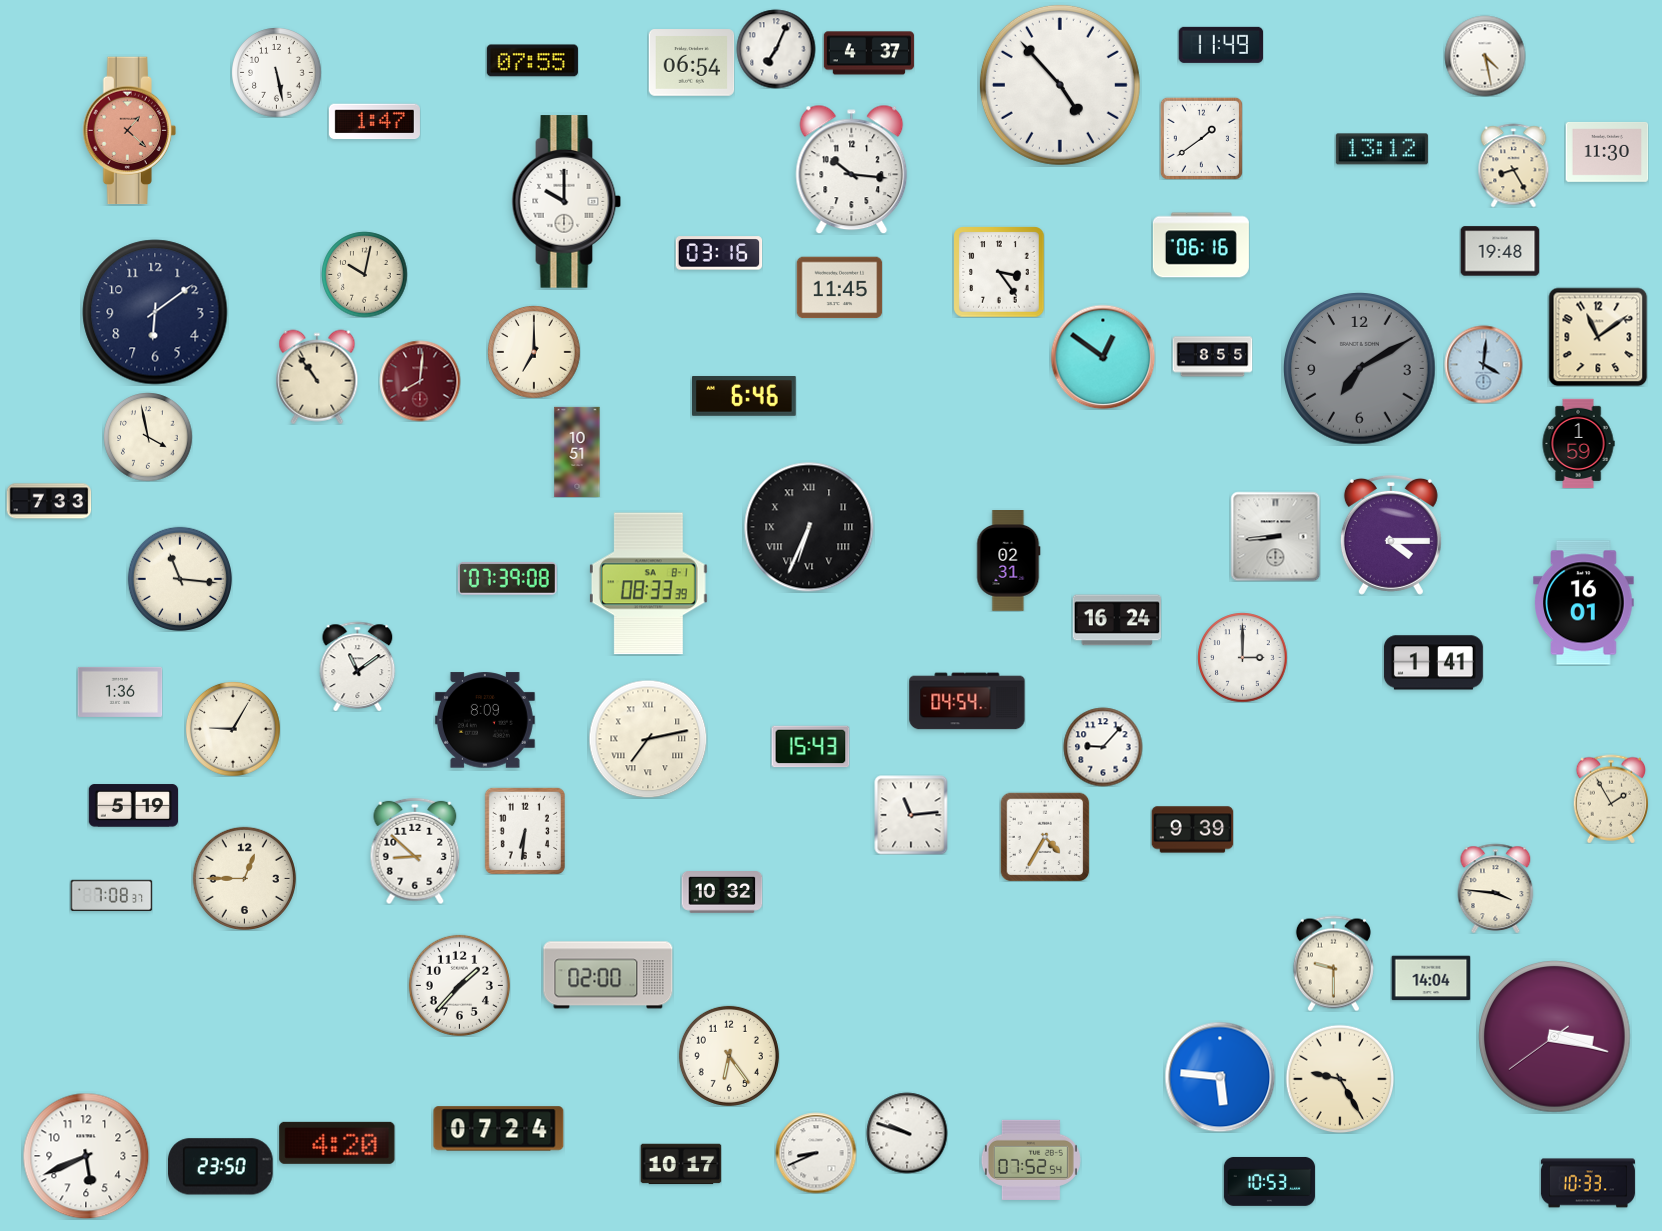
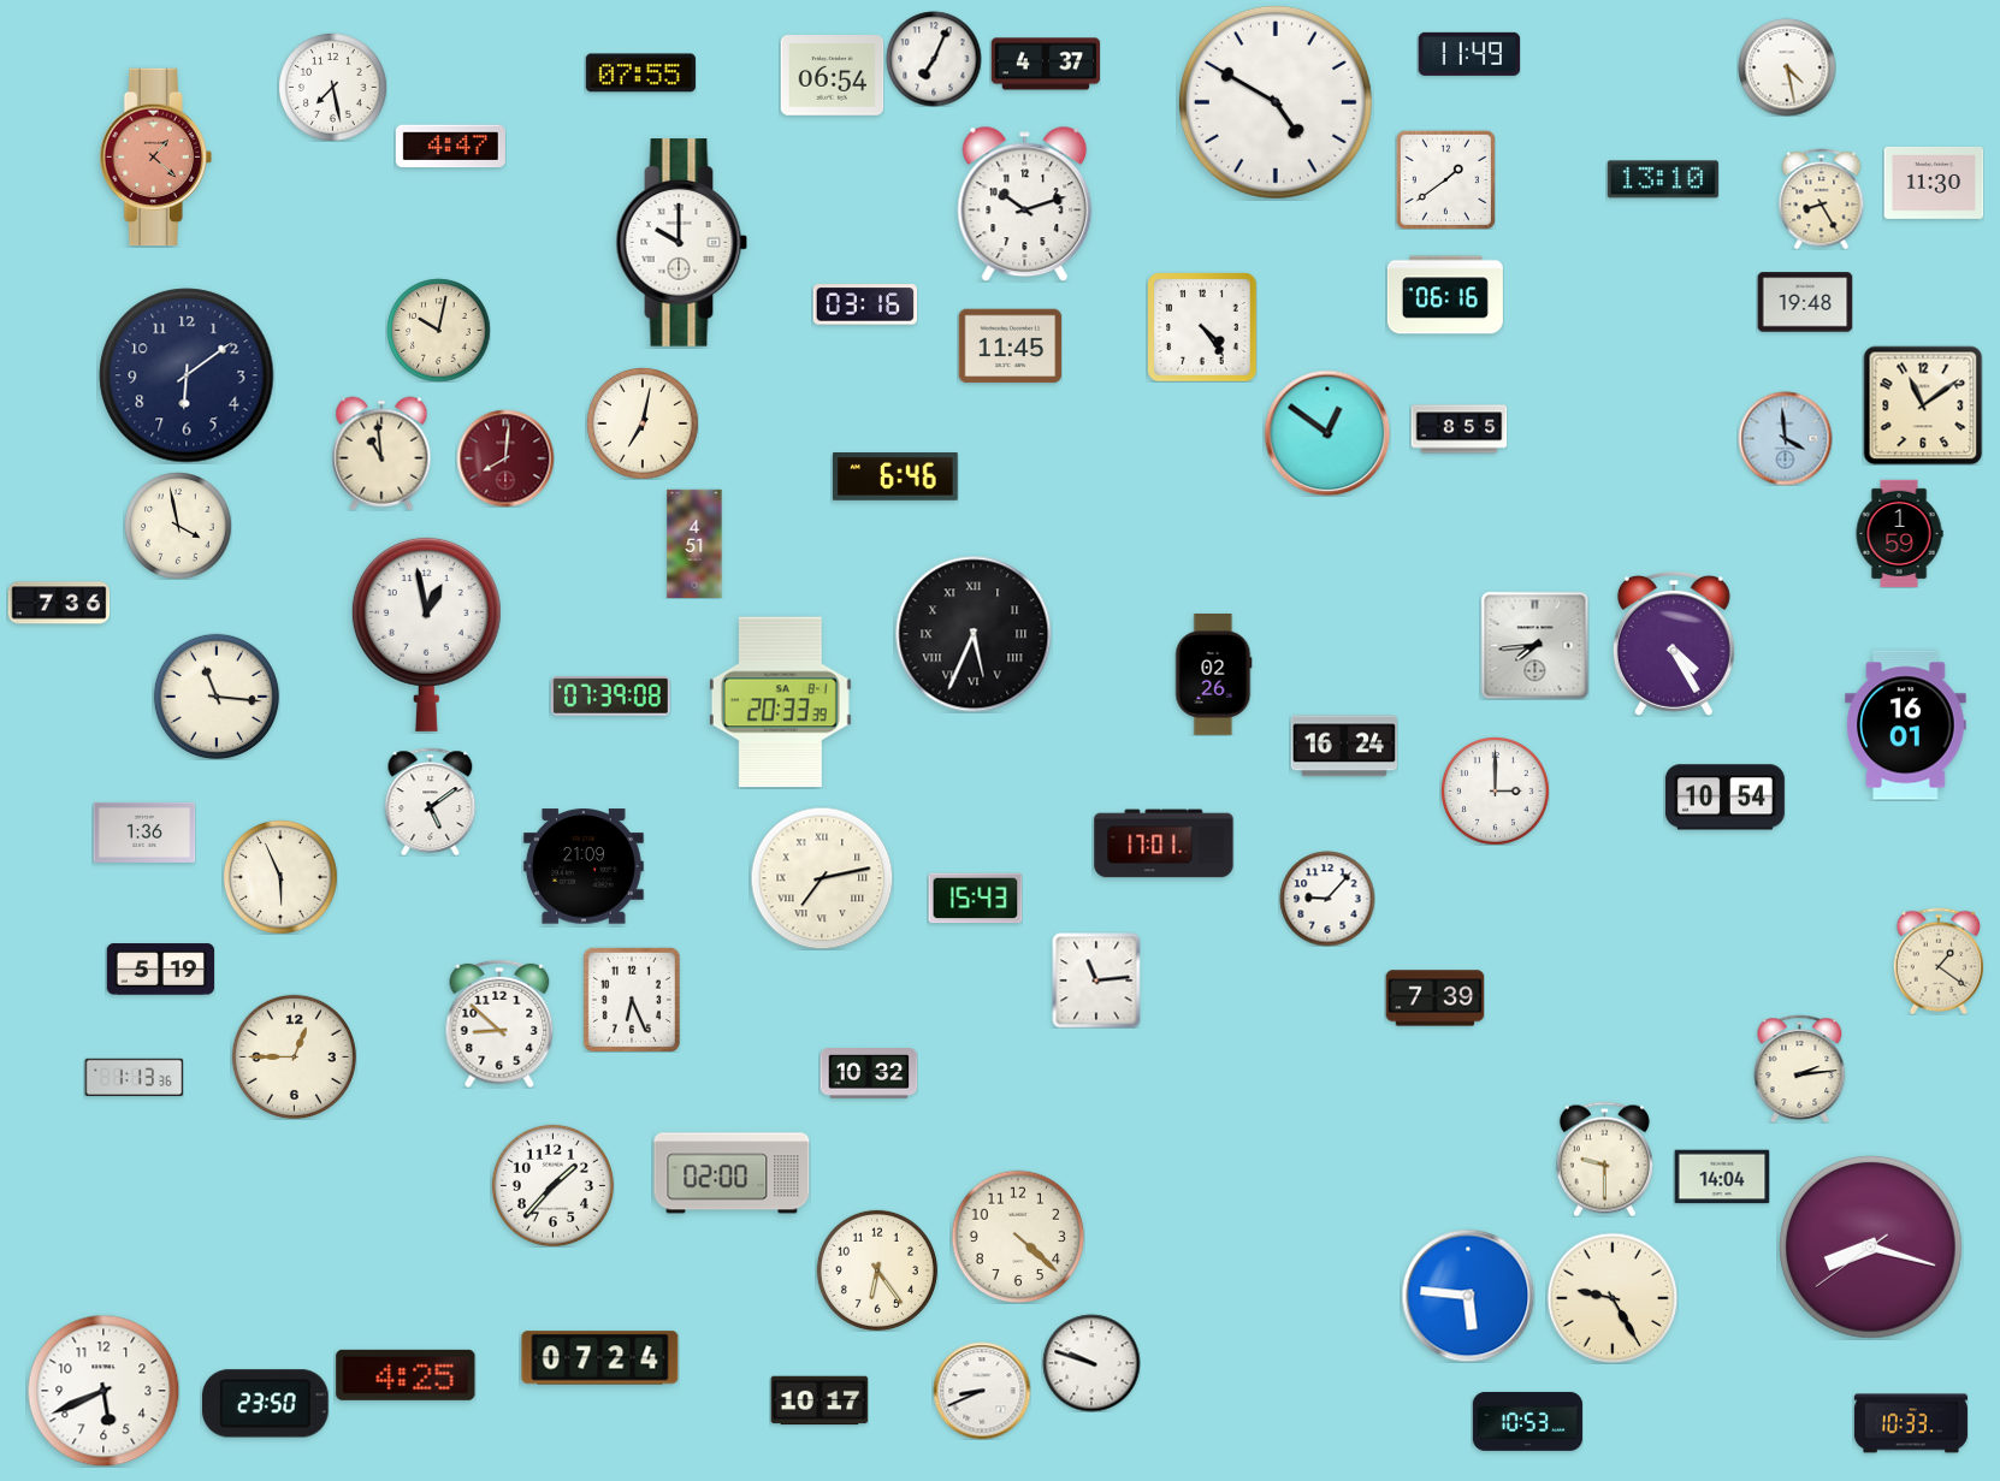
clock at (276, 72): 5:28 -> 7:28
clock at (1060, 85): 4:53 -> 4:50
clock at (374, 122): 1:47 -> 4:47
clock at (1201, 138) position: (1201, 138) -> (1445, 179)
clock at (1382, 149): 13:12 -> 13:10
clock at (852, 169): 10:16 -> 10:12
clock at (999, 272): 3:24 -> 4:24
clock at (534, 352): 7:00 -> 7:02
clock at (1103, 357) position: (1103, 357) -> (1327, 433)
clock at (1483, 364): 4:01 -> 3:59
clock at (1360, 369): 7:10 -> none
clock at (317, 377): 10:54 -> 10:59
clock at (577, 451): 10:51 -> 4:51
clock at (49, 501): 7:33 -> 7:36
clock at (426, 634): none -> 12:58
clock at (809, 527): 6:34 -> 5:34
clock at (1391, 535): 4:15 -> 4:25
clock at (1275, 536): 8:44 -> 7:44
clock at (1009, 561): 02:31 -> 02:26
clock at (648, 584): 08:33 -> 20:33
clock at (1433, 663): 1:41 -> 10:54
clock at (358, 666): 11:09 -> 5:09
clock at (967, 701): 04:54 -> 17:01
clock at (485, 720): 8:09 -> 21:09
clock at (233, 729): 9:05 -> 5:56
clock at (648, 739) position: (648, 739) -> (822, 878)
clock at (1610, 799): 1:55 -> 1:21
clock at (1192, 830): 9:39 -> 7:39
clock at (525, 831): 6:31 -> 6:26
clock at (1045, 837): 4:35 -> none
clock at (1496, 888): 3:46 -> 2:14
clock at (111, 895): 7:08 -> 1:13
clock at (1018, 1237): none -> 4:22
clock at (1555, 1037): 3:17 -> 8:17
clock at (337, 1143): 4:20 -> 4:25
clock at (816, 1153) position: (816, 1153) -> (982, 1391)
clock at (1031, 1160): 07:52 -> none
